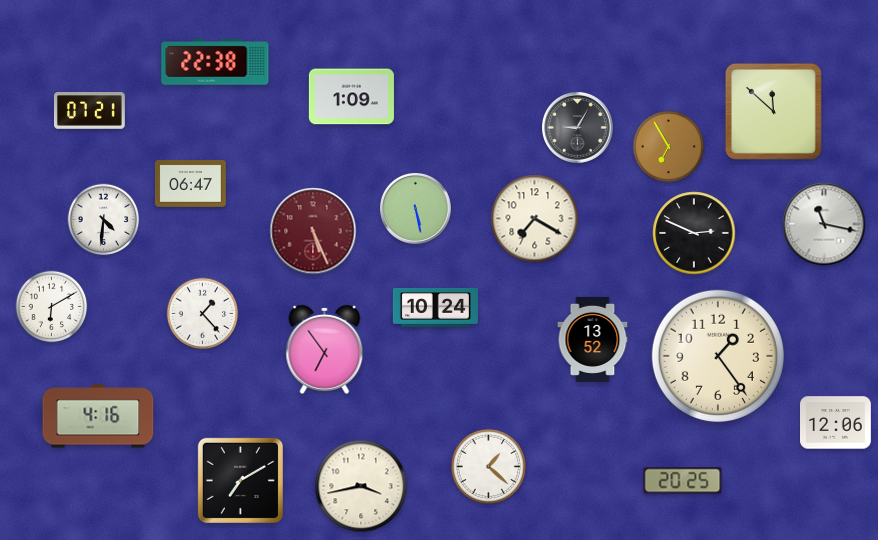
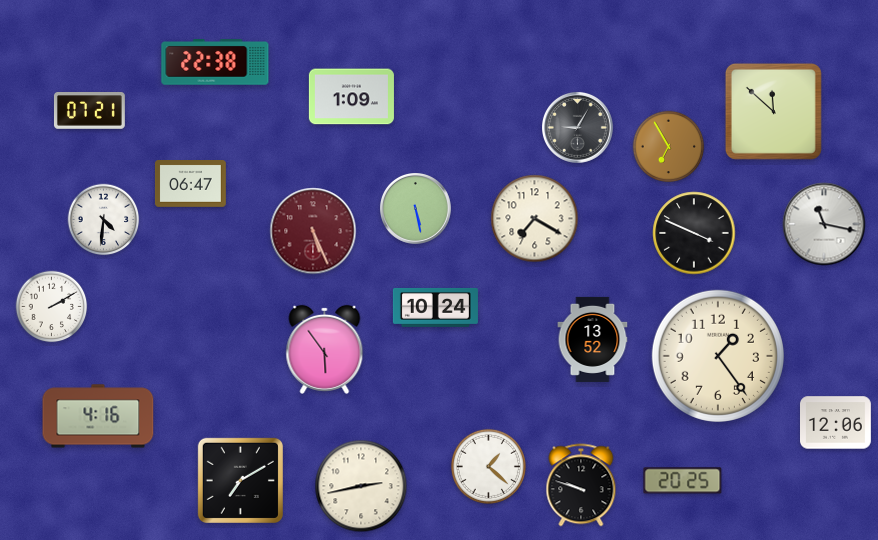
clock at (694, 233): 2:49 -> 3:49
clock at (52, 307): 6:10 -> 2:10
clock at (203, 314): 1:23 -> none
clock at (325, 349): 6:54 -> 5:54
clock at (581, 485): none -> 9:48
clock at (361, 486): 3:43 -> 2:43
